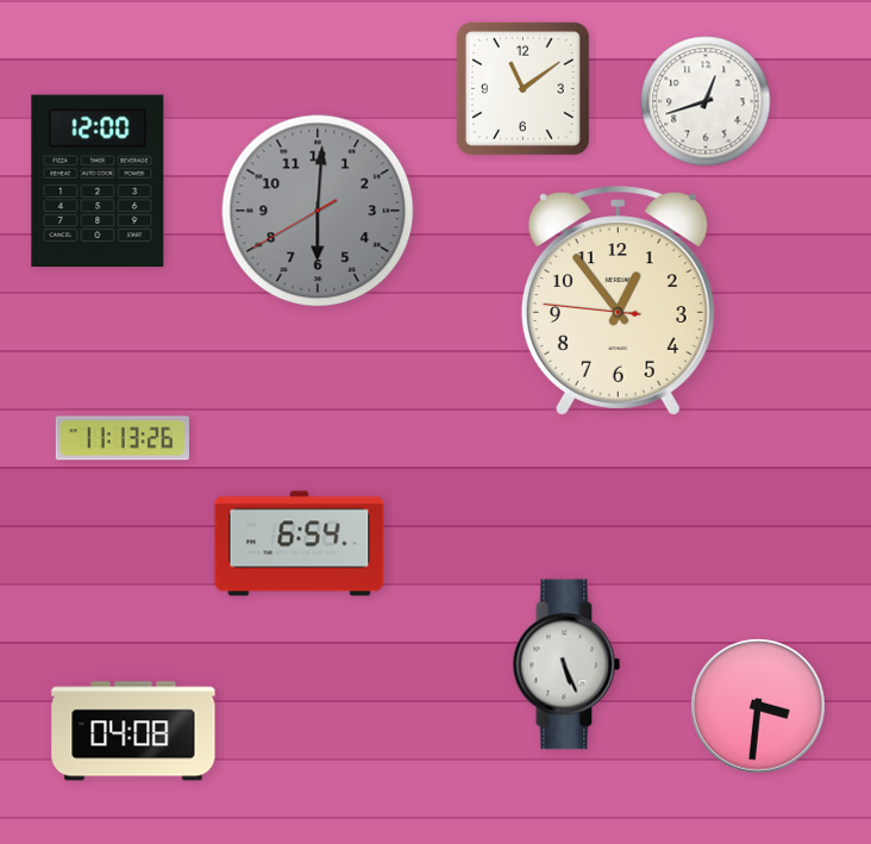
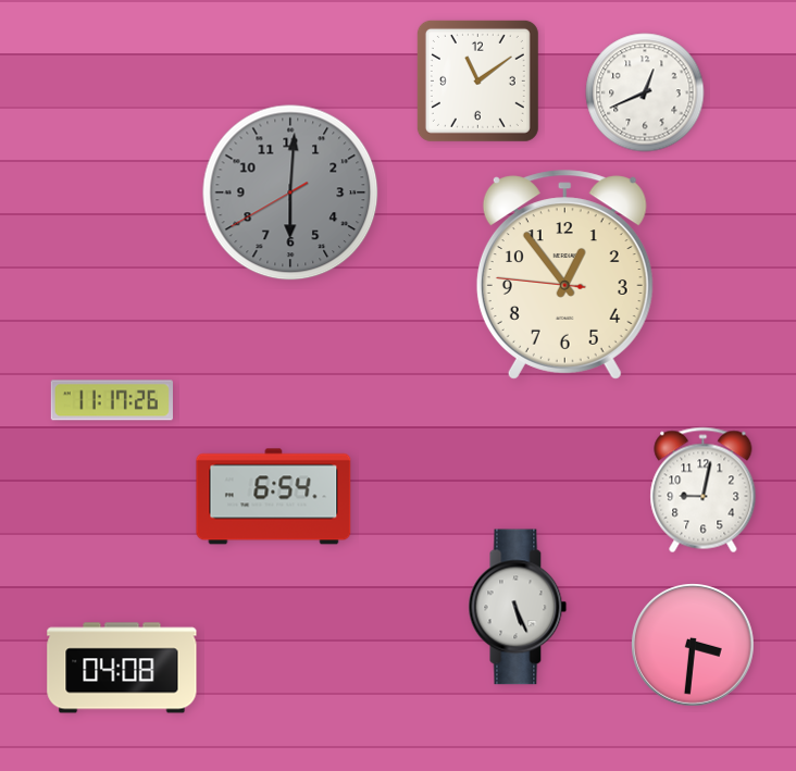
clock at (706, 101): 12:42 -> 12:41
clock at (98, 181): 12:00 -> none
clock at (123, 438): 11:13 -> 11:17
clock at (704, 490): none -> 9:02
